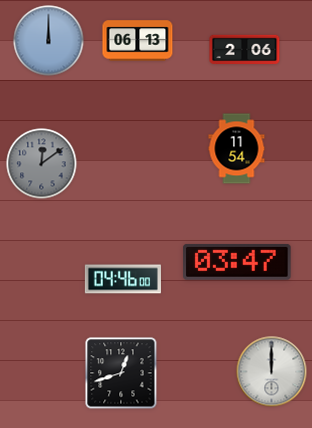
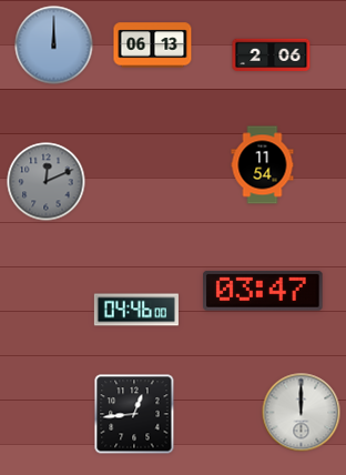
clock at (42, 164): 12:09 -> 12:11
clock at (121, 373): 12:42 -> 12:44
